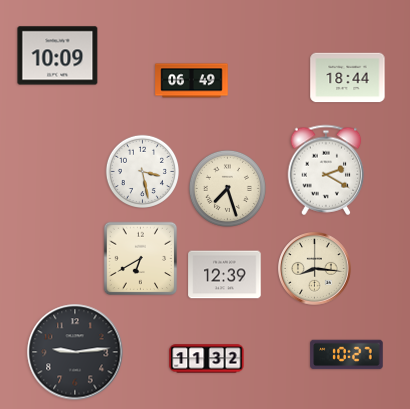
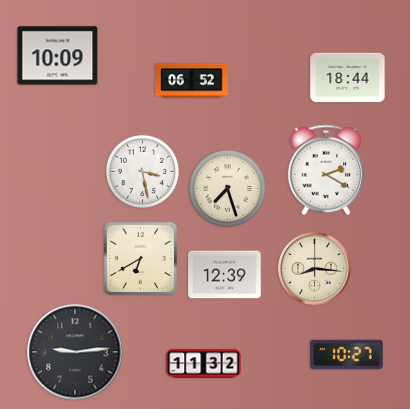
clock at (192, 81): 06:49 -> 06:52
clock at (207, 359) position: (207, 359) -> (204, 364)
